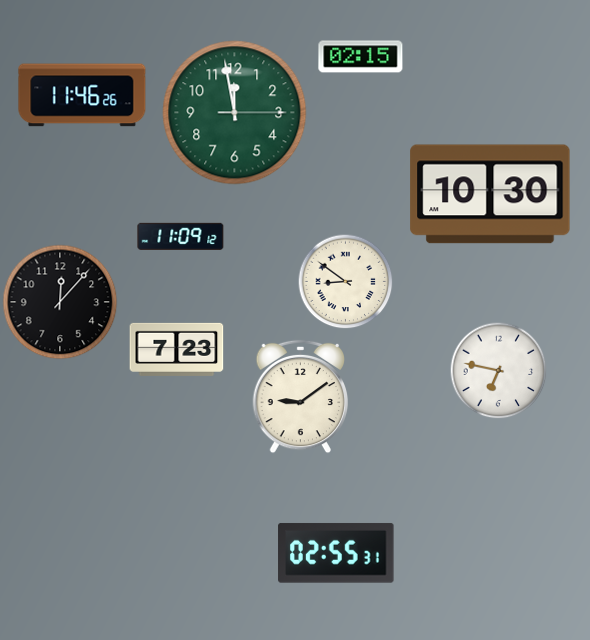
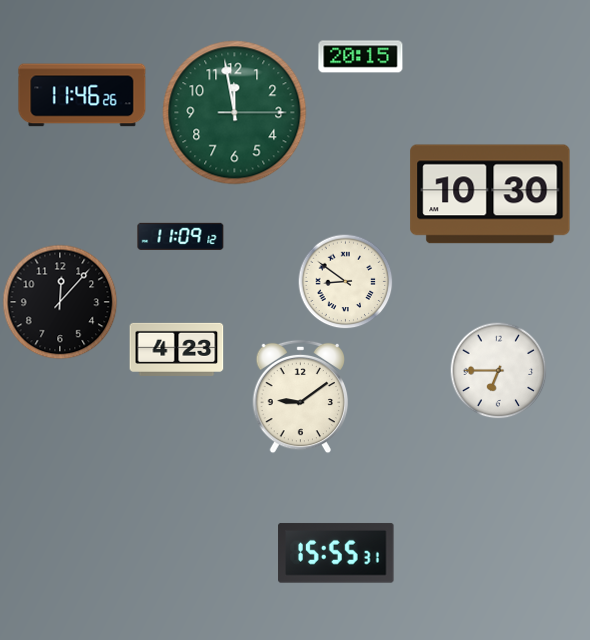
clock at (361, 57): 02:15 -> 20:15
clock at (177, 349): 7:23 -> 4:23
clock at (498, 370): 6:47 -> 6:45
clock at (336, 553): 02:55 -> 15:55
